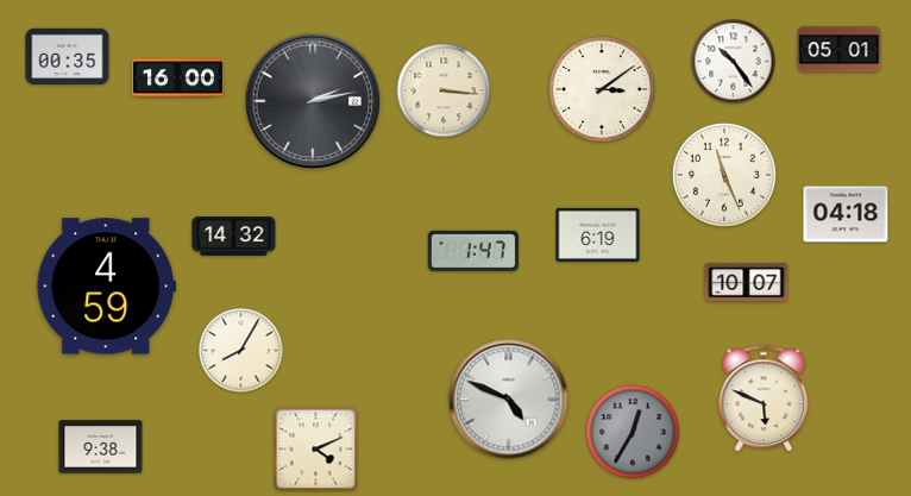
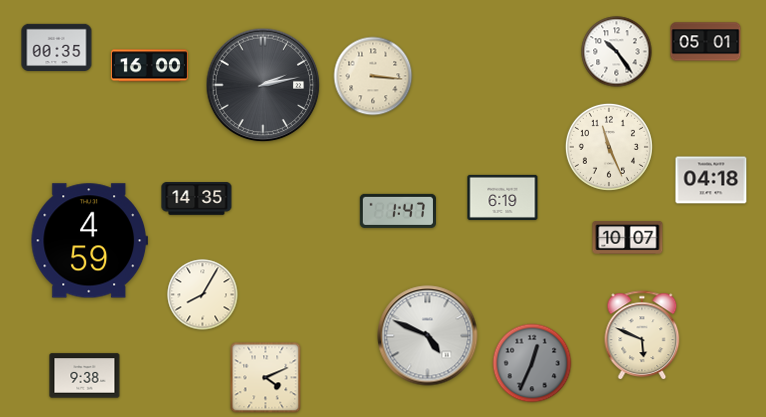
clock at (602, 89): 3:09 -> none
clock at (234, 237): 14:32 -> 14:35
clock at (633, 432): 12:35 -> 12:34
